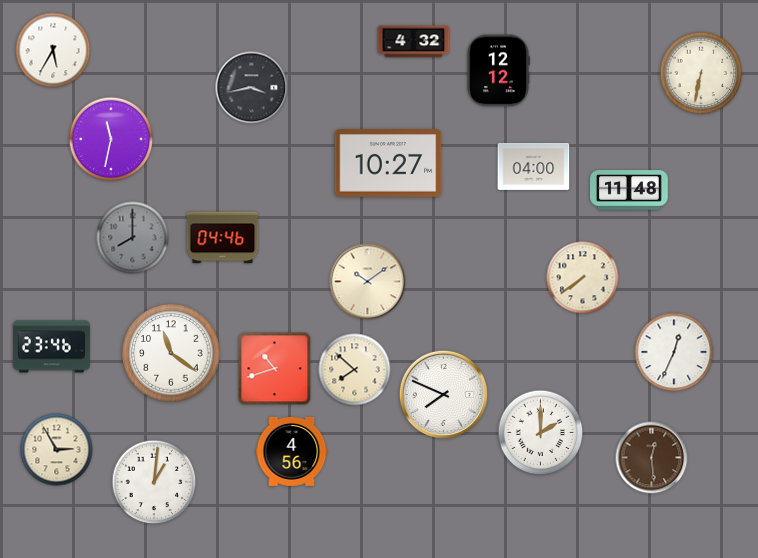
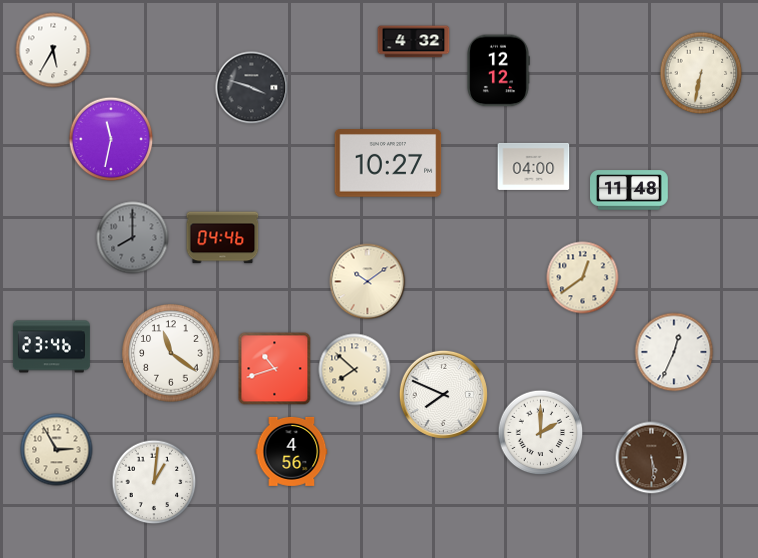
clock at (252, 88): 3:43 -> 3:48
clock at (583, 278): 7:39 -> 12:39
clock at (652, 458): 12:29 -> 5:29
